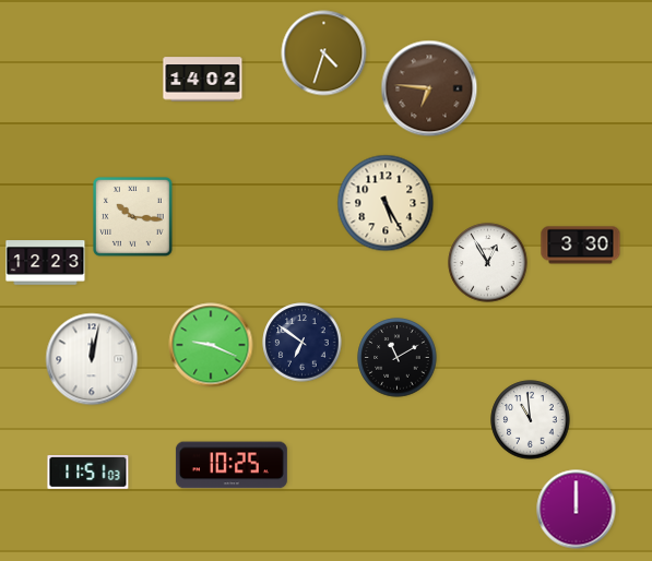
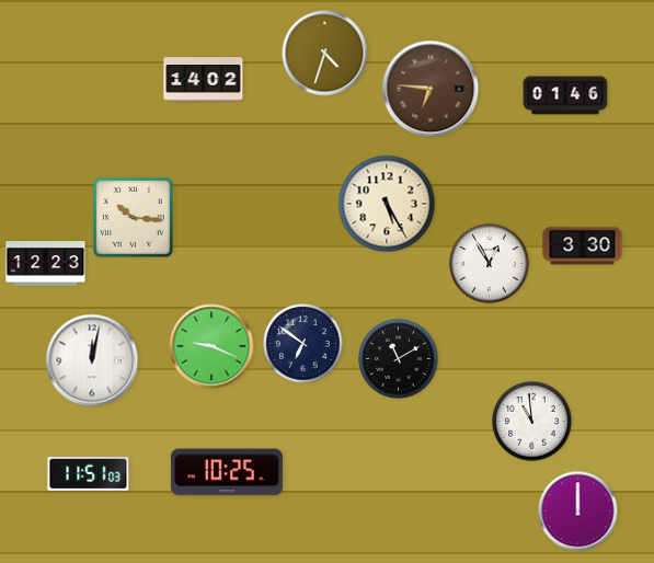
clock at (565, 95): none -> 01:46
clock at (232, 465) position: (232, 465) -> (227, 472)
